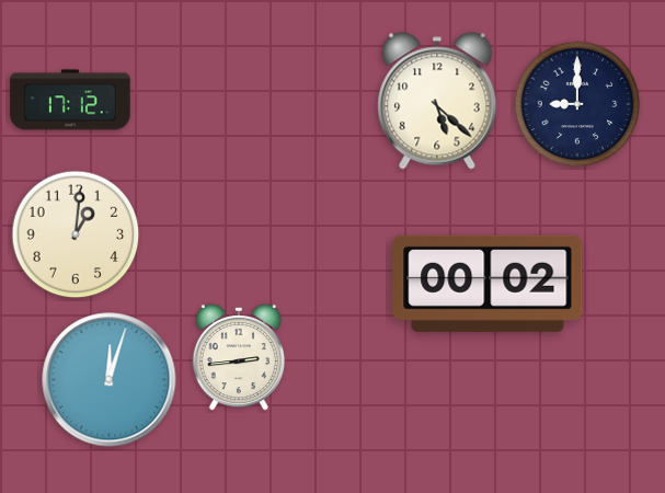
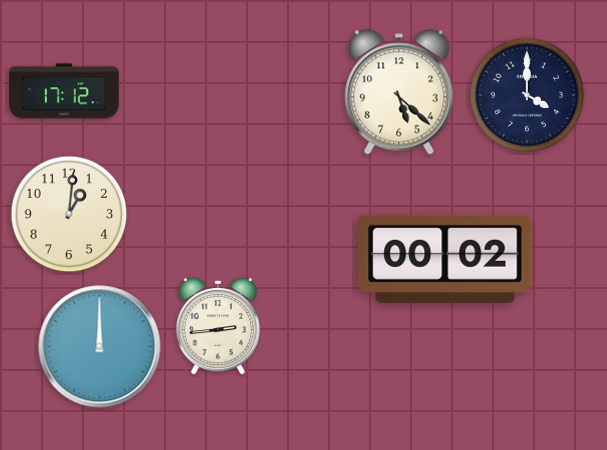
clock at (577, 104): 9:00 -> 4:00
clock at (110, 380): 12:03 -> 12:00
